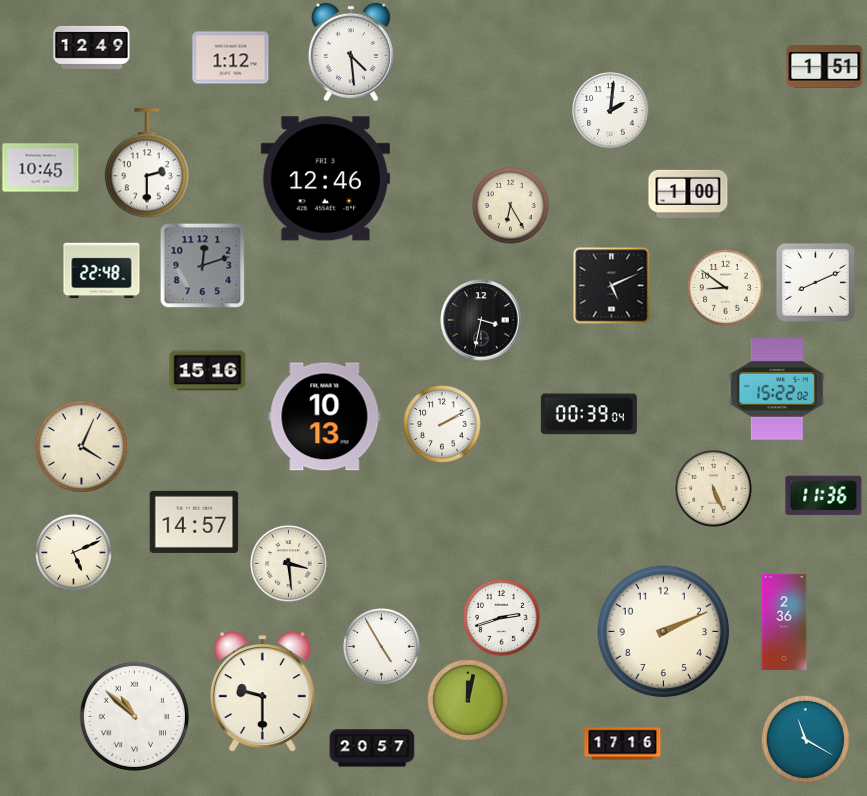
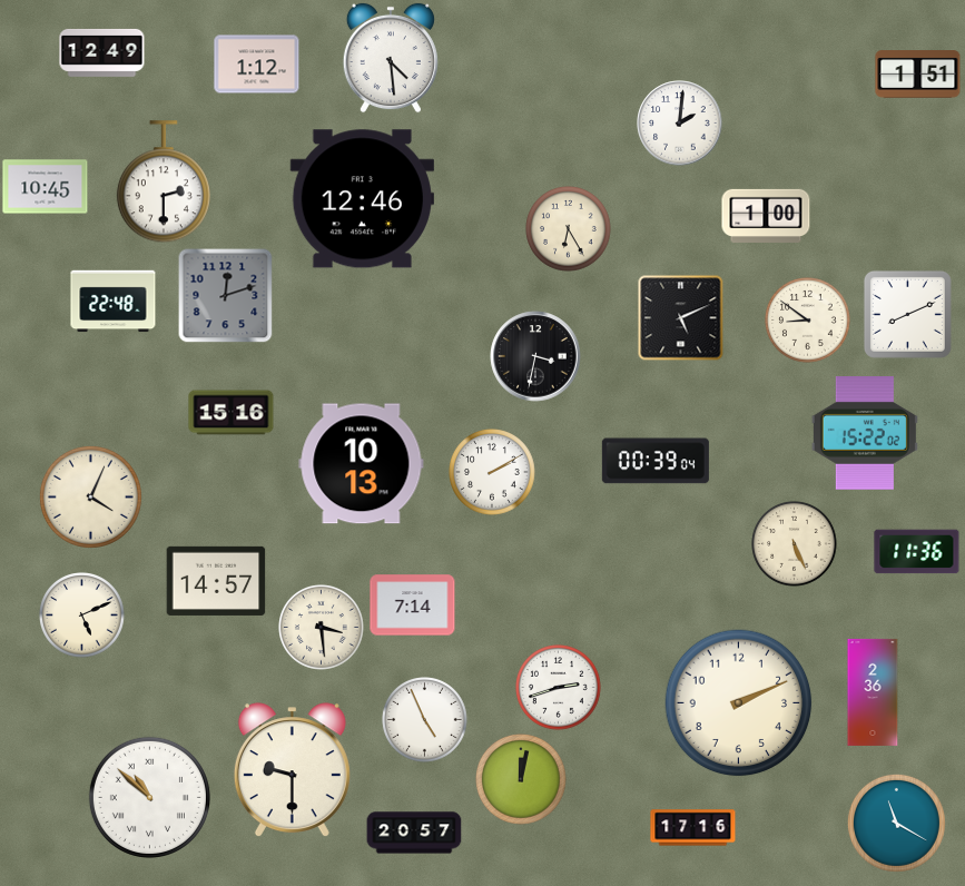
clock at (413, 606): none -> 7:14
clock at (382, 647): 4:55 -> 4:56
